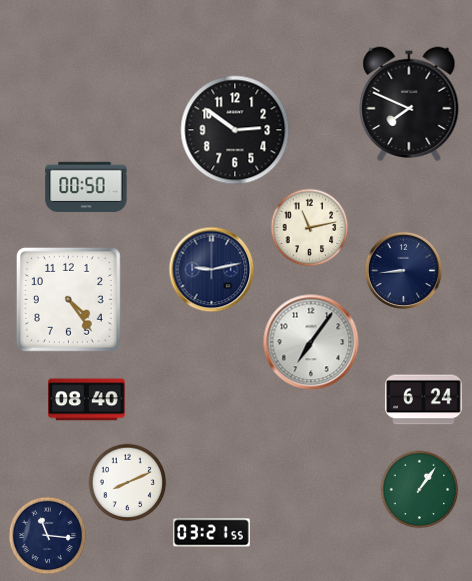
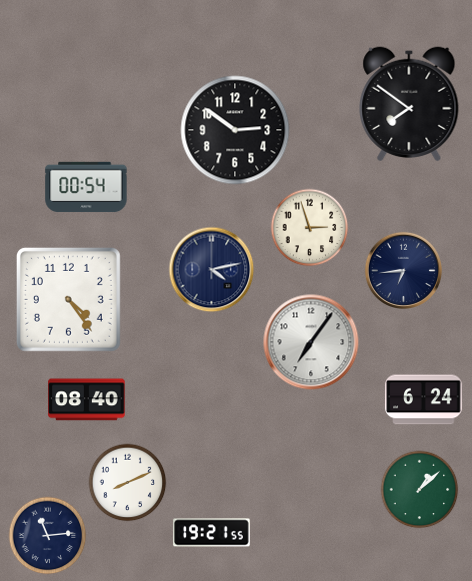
clock at (409, 103): 7:49 -> 7:51
clock at (86, 187): 00:50 -> 00:54
clock at (309, 227): 11:13 -> 2:57
clock at (211, 269): 9:13 -> 4:13
clock at (403, 270): 8:44 -> 6:44
clock at (419, 489): 1:06 -> 1:08
clock at (212, 533): 03:21 -> 19:21
clock at (47, 535): 11:16 -> 11:14
